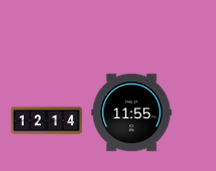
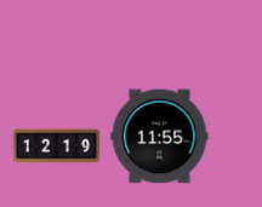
clock at (47, 121): 12:14 -> 12:19
